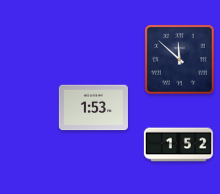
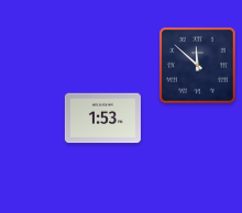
clock at (178, 145): 1:52 -> none
